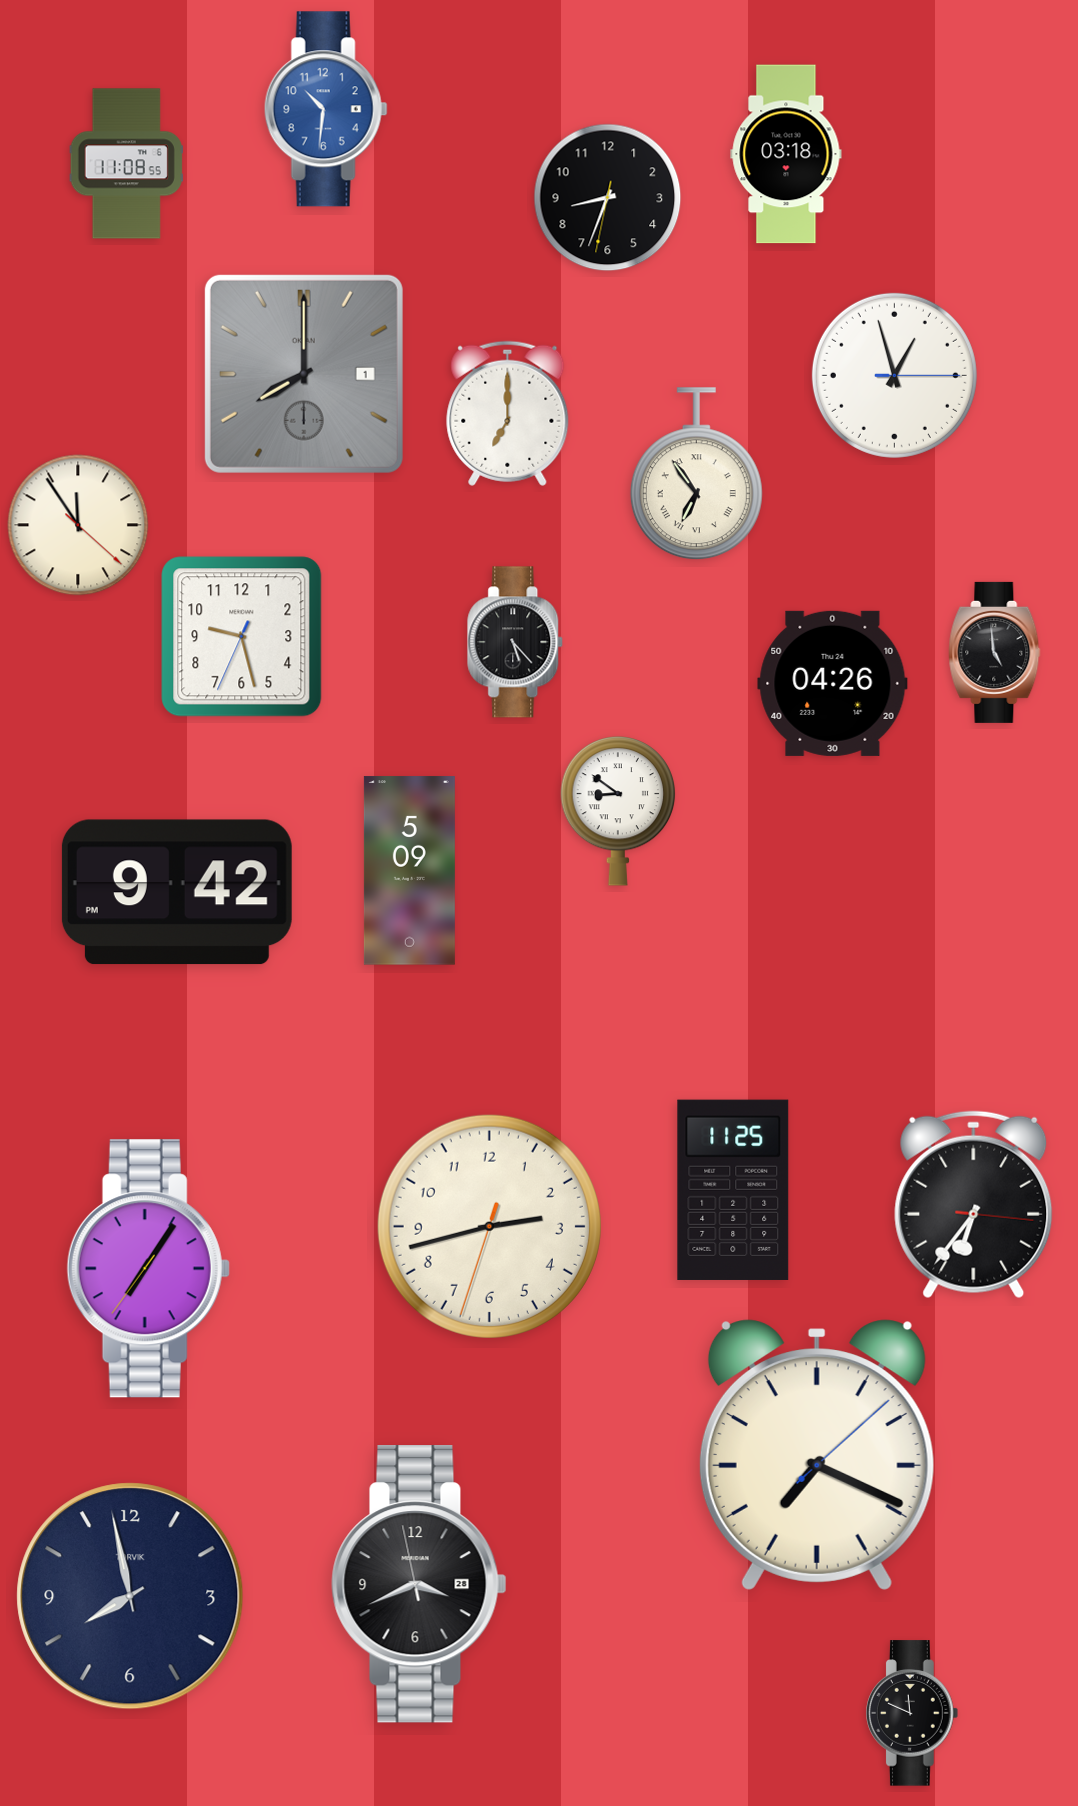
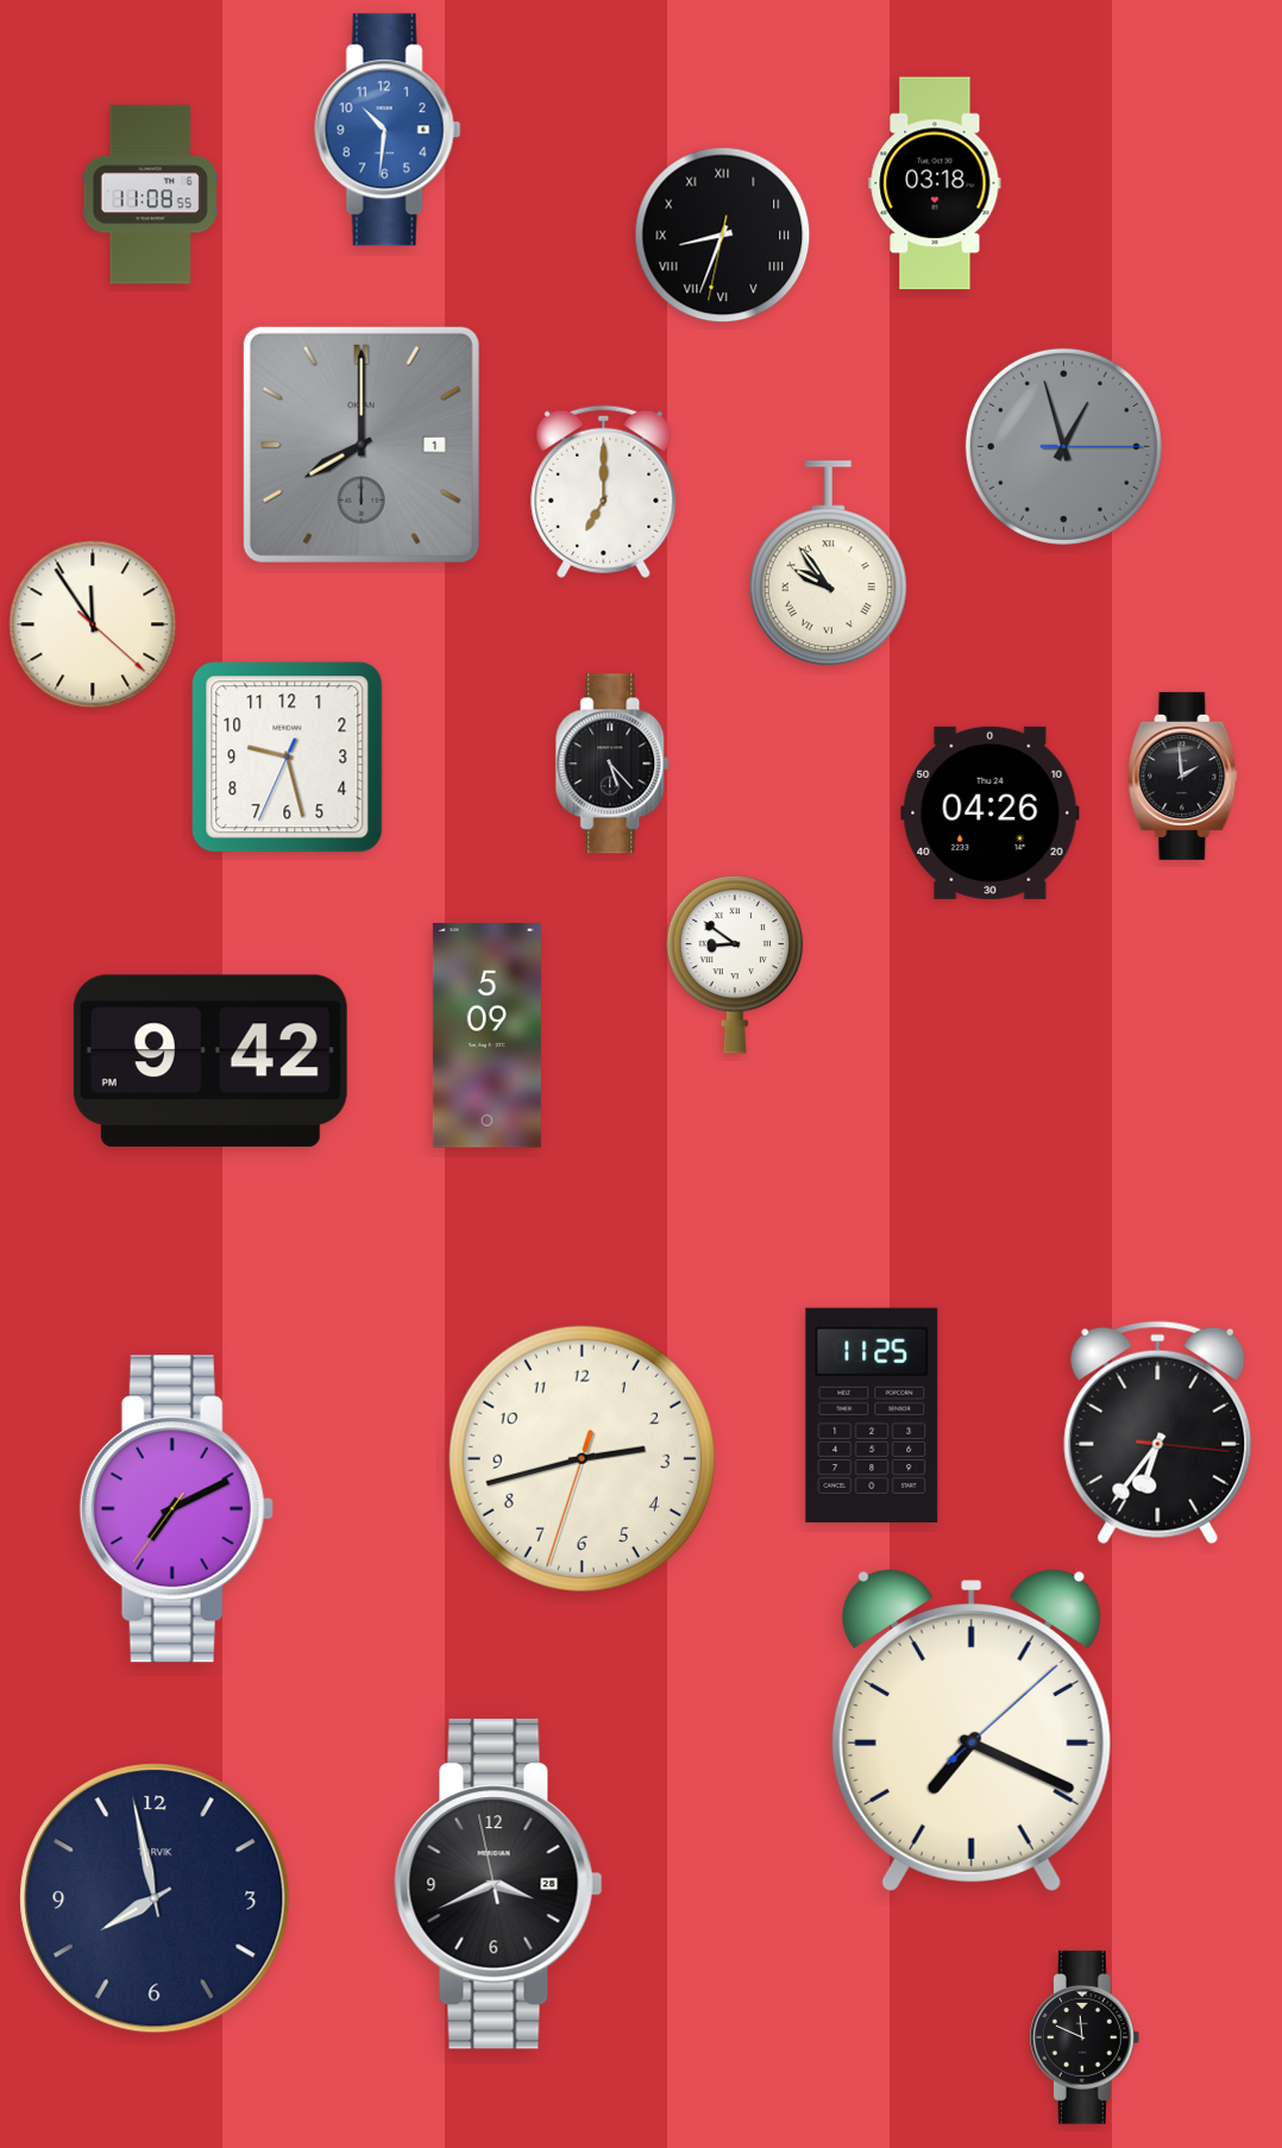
clock at (608, 198) numerals: Arabic -> Roman
clock at (894, 375) dial: white -> grey
clock at (696, 474): 6:54 -> 9:54
clock at (995, 652): 4:59 -> 1:59
clock at (148, 1269): 7:05 -> 7:10
